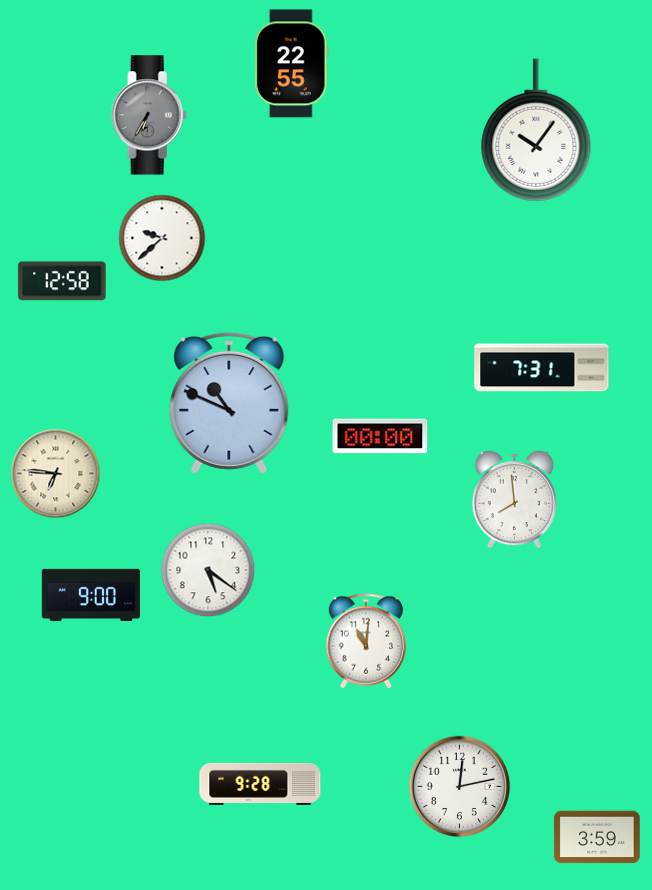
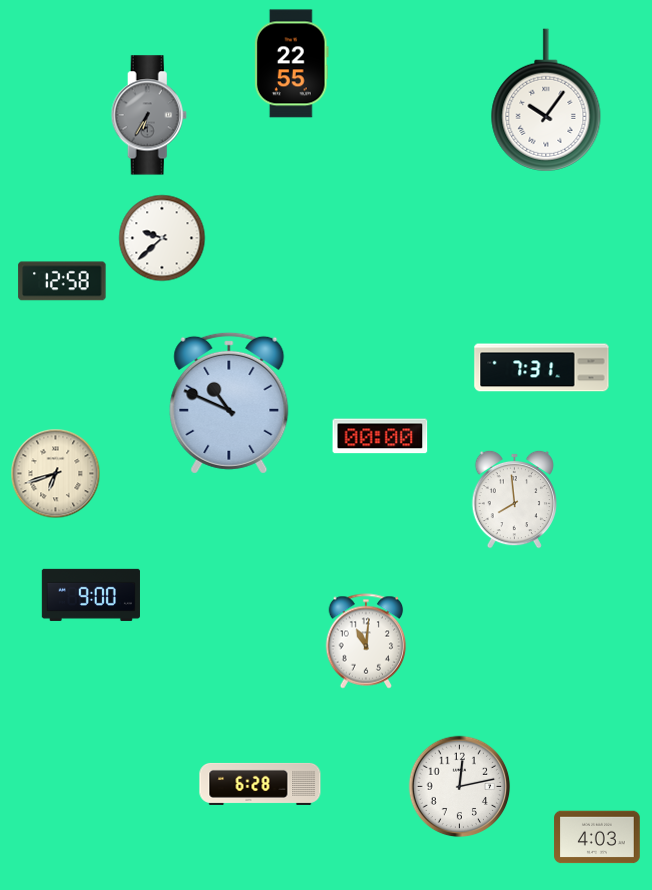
clock at (536, 130) position: (536, 130) -> (546, 100)
clock at (56, 474): 6:46 -> 6:42
clock at (208, 570): 5:21 -> none
clock at (260, 784): 9:28 -> 6:28
clock at (597, 837): 3:59 -> 4:03
